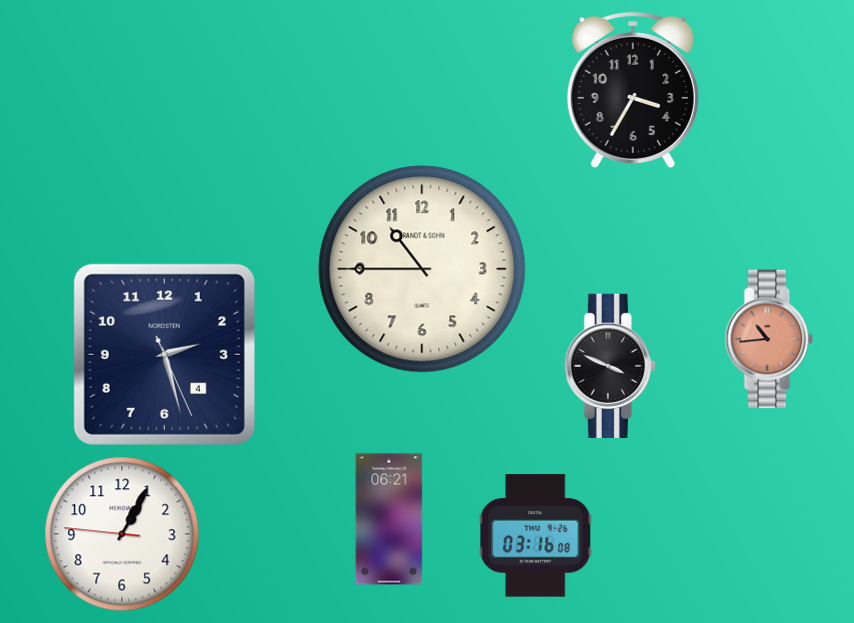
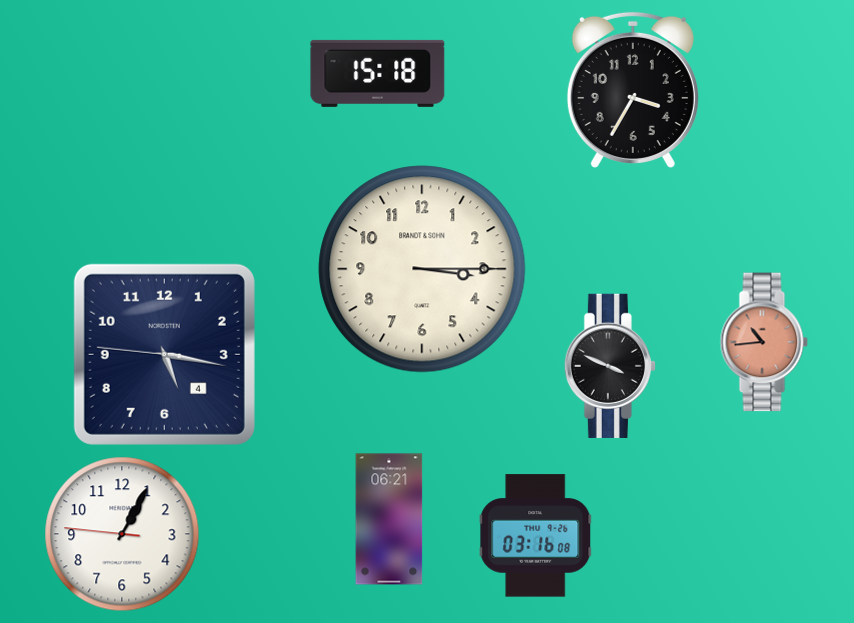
clock at (378, 73): none -> 15:18
clock at (422, 269): 10:45 -> 3:15
clock at (769, 339) position: (769, 339) -> (764, 342)
clock at (164, 354): 2:27 -> 5:16
